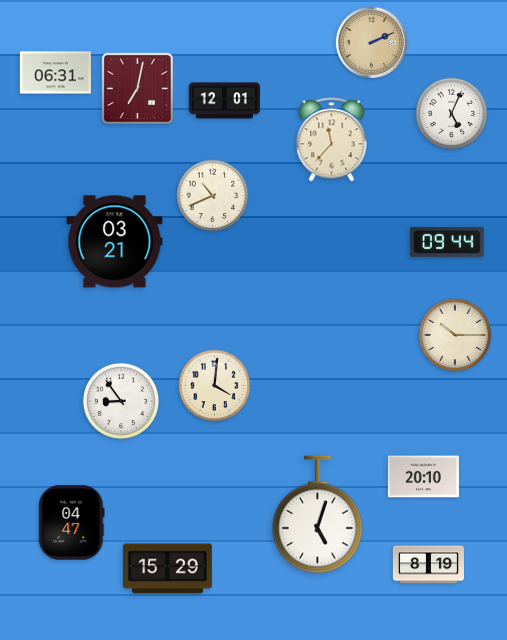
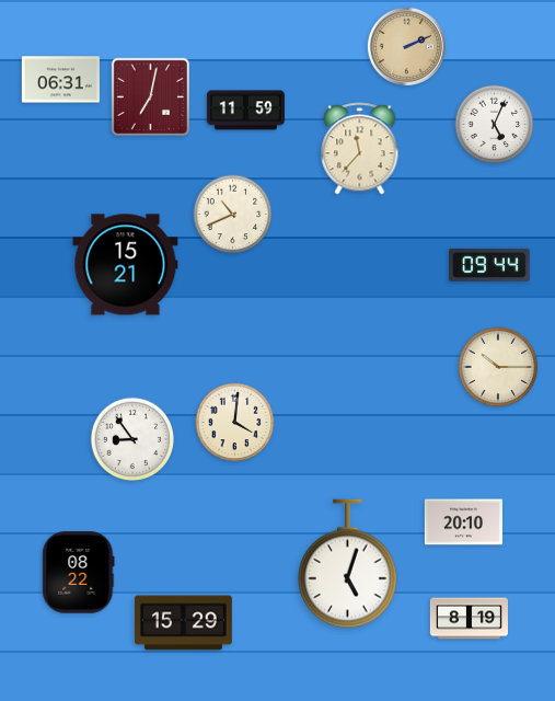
clock at (224, 101): 12:01 -> 11:59
clock at (332, 140) position: (332, 140) -> (360, 149)
clock at (115, 242): 03:21 -> 15:21
clock at (72, 523): 04:47 -> 08:22
